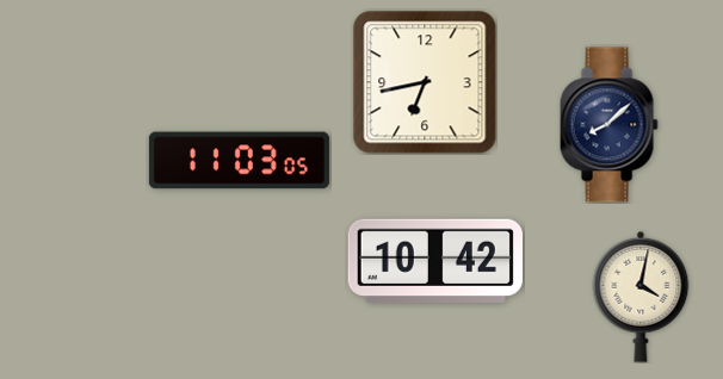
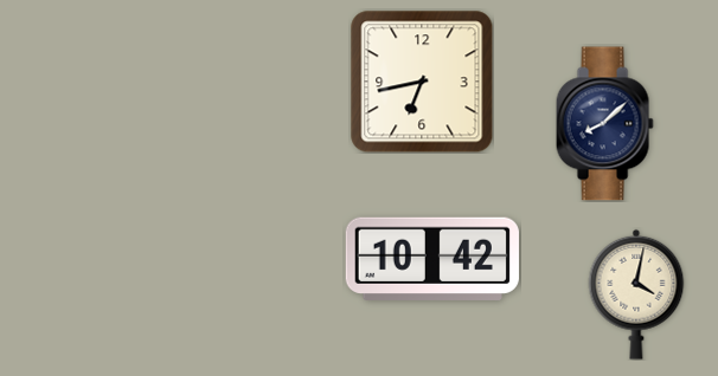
clock at (239, 161): 11:03 -> none
